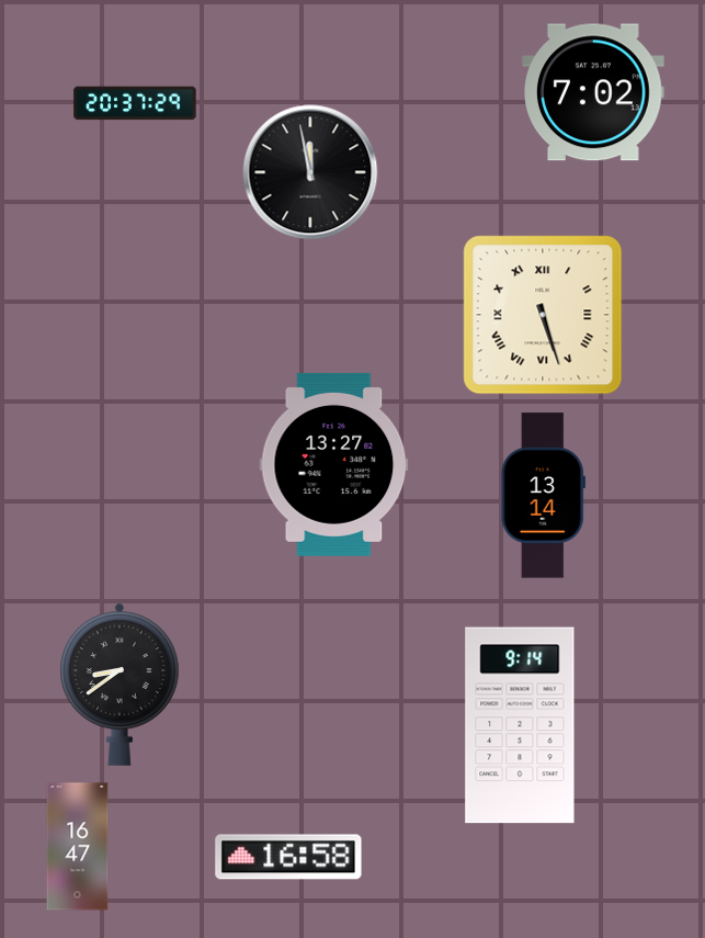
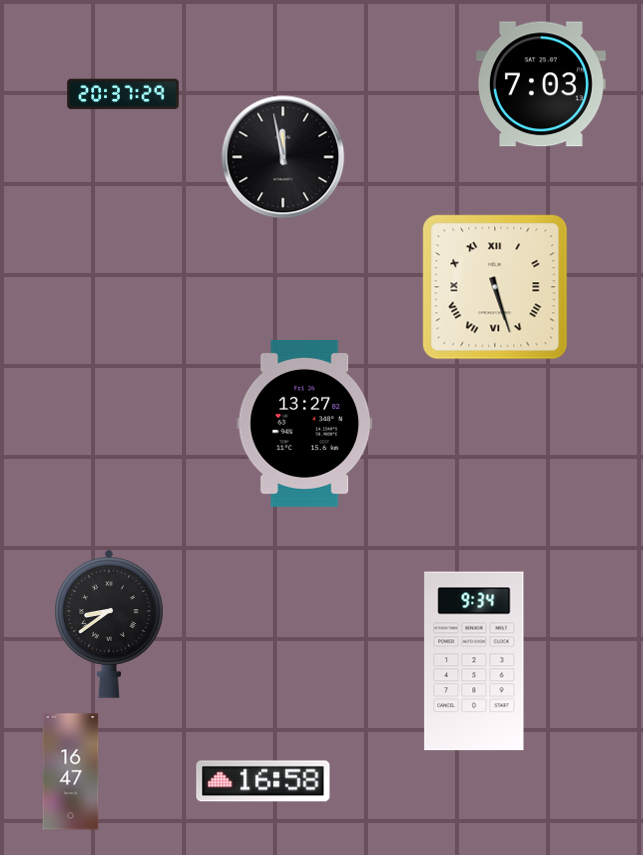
clock at (593, 92): 7:02 -> 7:03
clock at (543, 496): 13:14 -> none
clock at (520, 725): 9:14 -> 9:34
